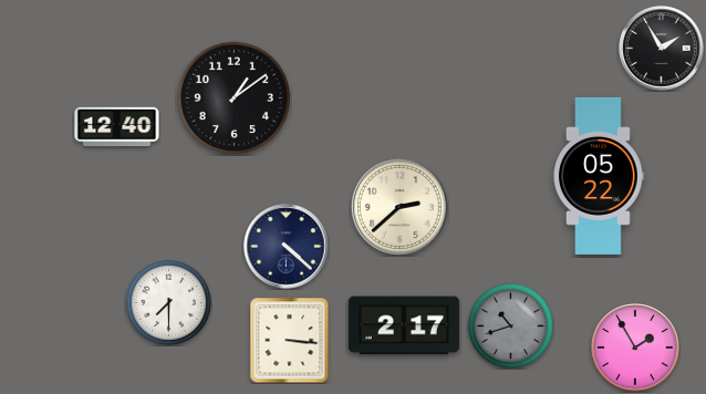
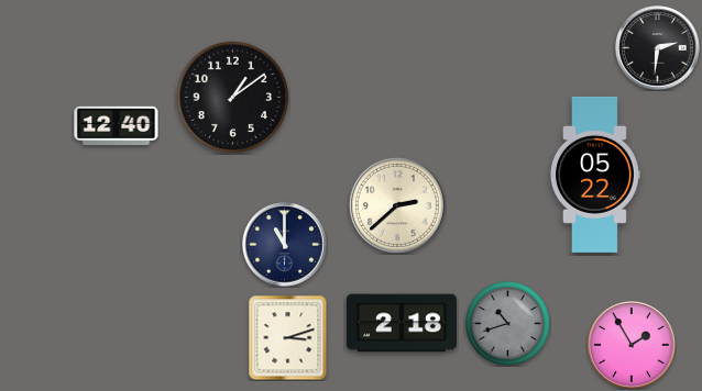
clock at (662, 49): 1:55 -> 2:31
clock at (287, 247): 4:22 -> 11:00
clock at (168, 302): 7:30 -> none
clock at (404, 325): 2:17 -> 2:18
clock at (290, 340): 3:16 -> 3:12
